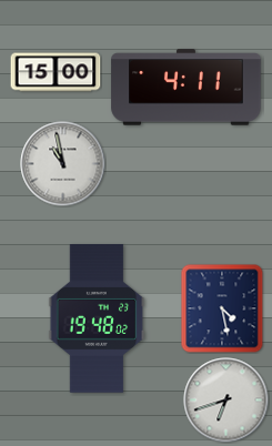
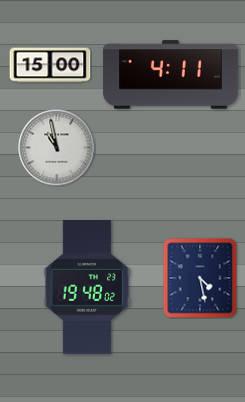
clock at (187, 88) position: (187, 88) -> (171, 75)
clock at (226, 401): 6:42 -> none
